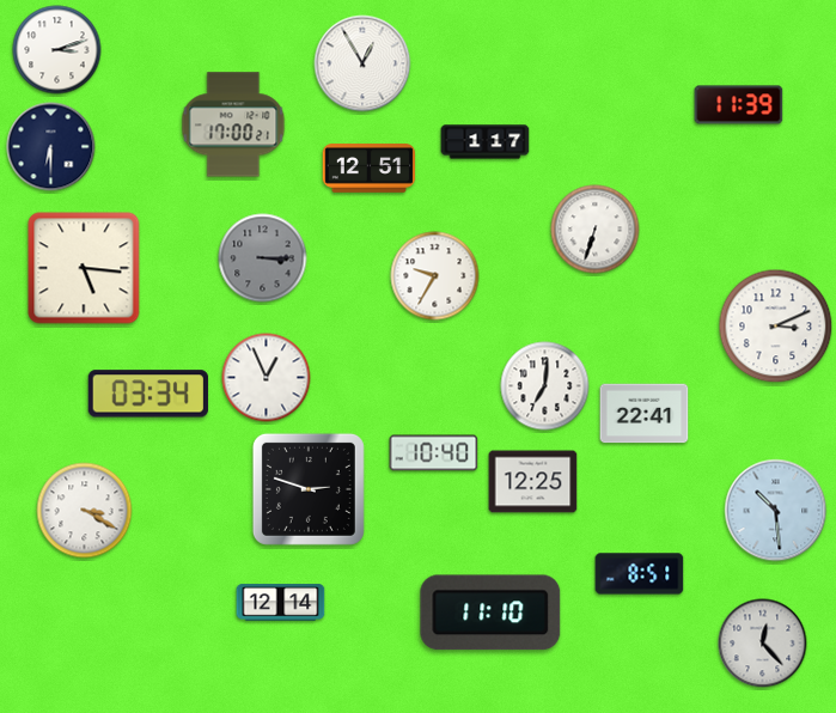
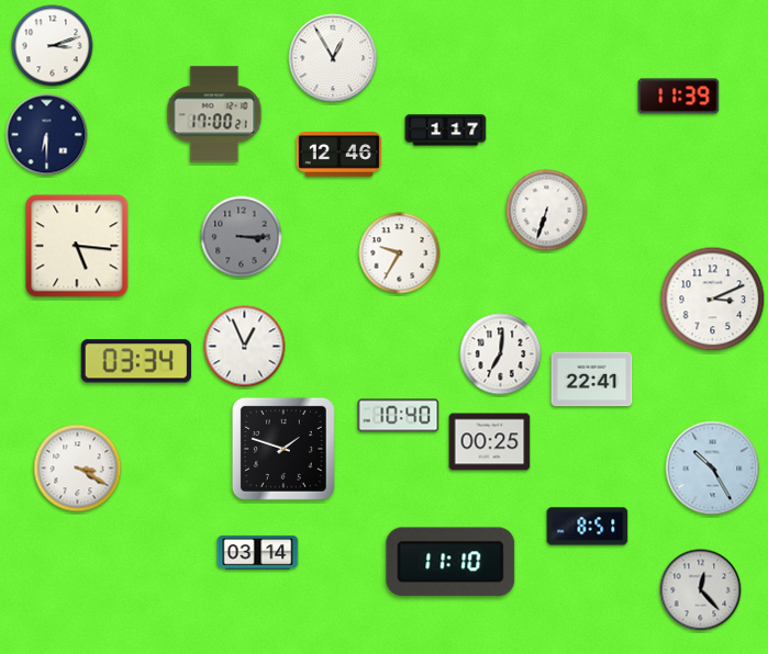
clock at (370, 169): 12:51 -> 12:46
clock at (533, 482): 12:25 -> 00:25
clock at (309, 489): 2:48 -> 1:48
clock at (776, 511): 10:29 -> 10:25
clock at (281, 603): 12:14 -> 03:14
